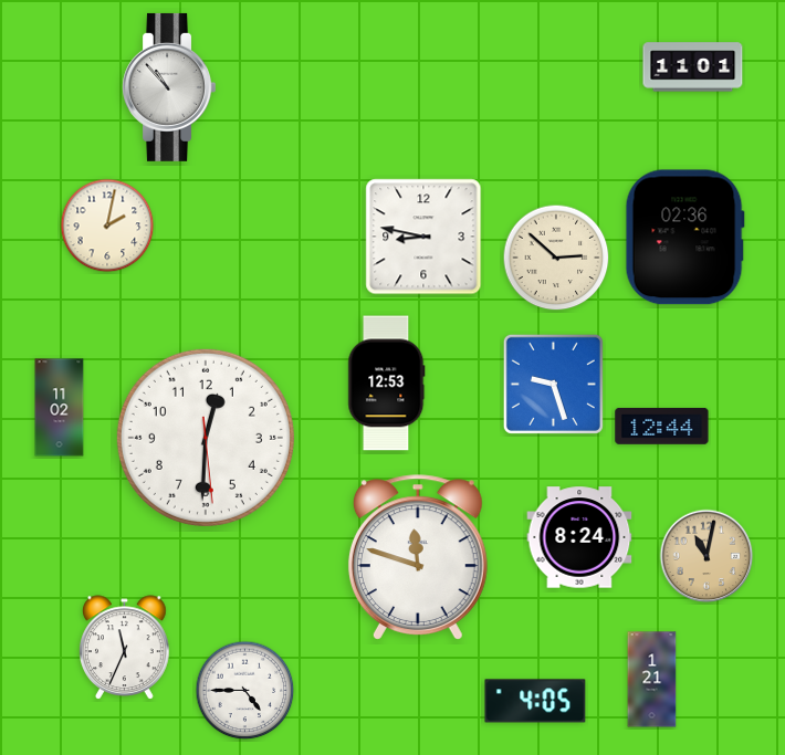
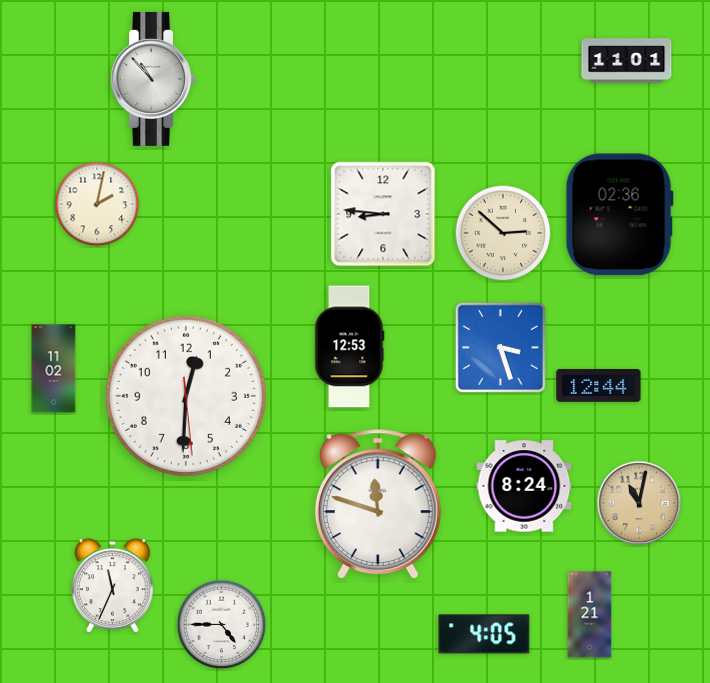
clock at (423, 237): 8:47 -> 8:46
clock at (553, 384): 9:27 -> 3:27
